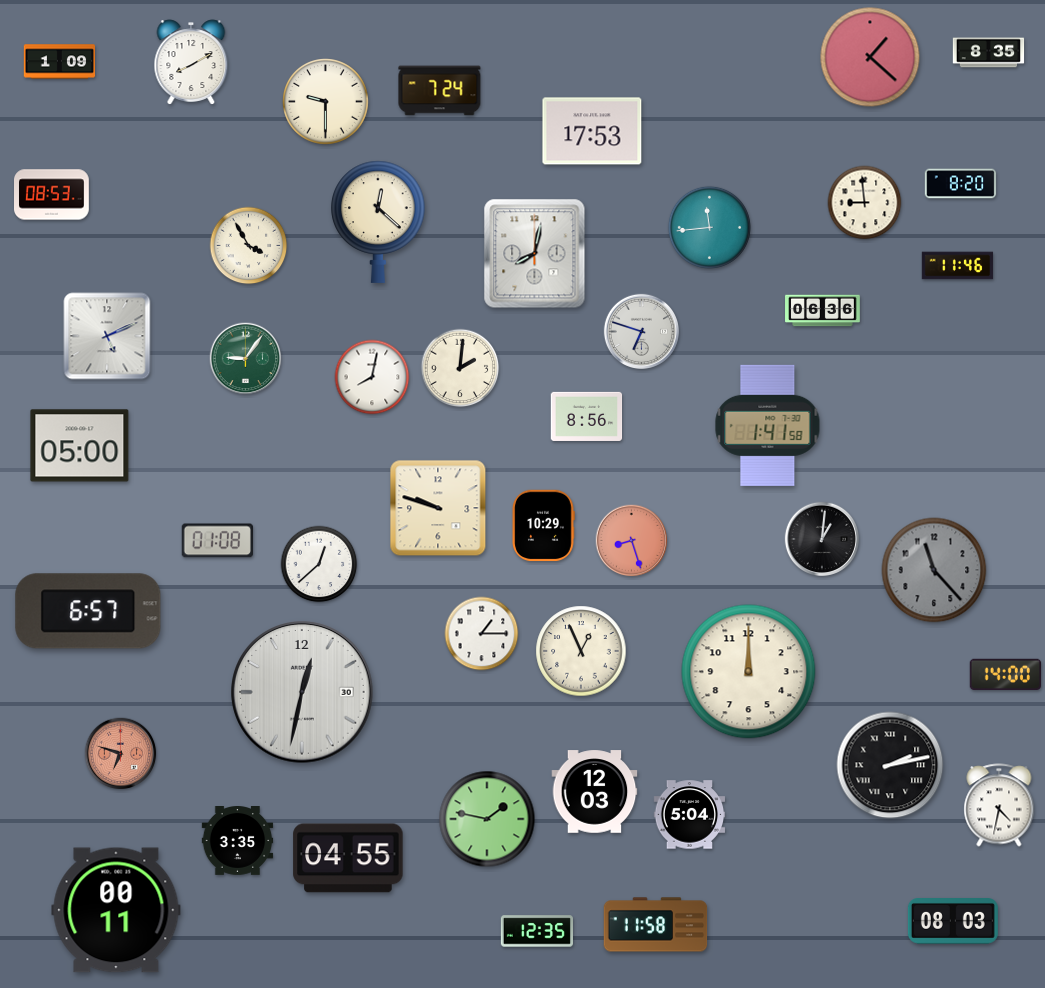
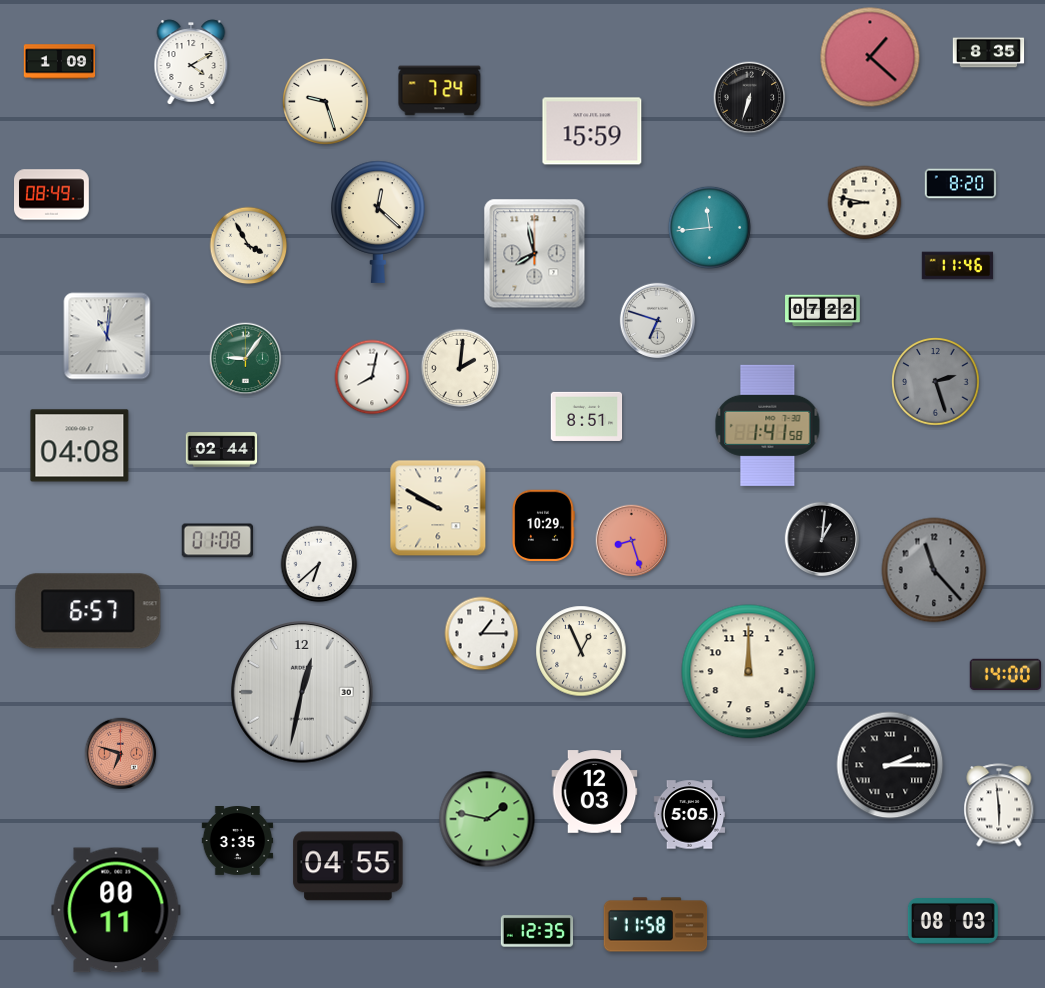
clock at (191, 62): 8:10 -> 4:10
clock at (750, 98): none -> 6:33
clock at (326, 102): 9:30 -> 9:27
clock at (592, 131): 17:53 -> 15:59
clock at (52, 195): 08:53 -> 08:49
clock at (865, 203): 8:59 -> 8:47
clock at (535, 254): 8:02 -> 7:58
clock at (823, 311): 06:36 -> 07:22
clock at (641, 331) position: (641, 331) -> (657, 320)
clock at (107, 336): 5:11 -> 11:01
clock at (936, 382): none -> 2:27
clock at (587, 416): 8:56 -> 8:51
clock at (80, 446): 05:00 -> 04:08
clock at (222, 450): none -> 02:44
clock at (438, 508): 9:48 -> 9:50
clock at (319, 564): 12:38 -> 6:38
clock at (890, 765): 2:13 -> 2:15
clock at (999, 805): 4:32 -> 5:59
clock at (690, 815): 5:04 -> 5:05
clock at (348, 858) position: (348, 858) -> (348, 866)
